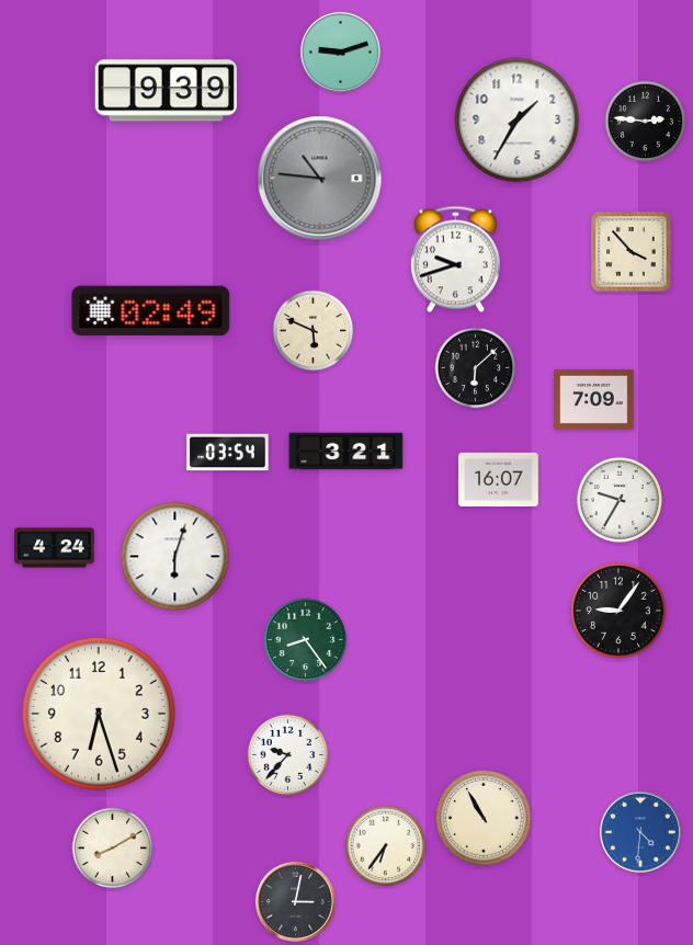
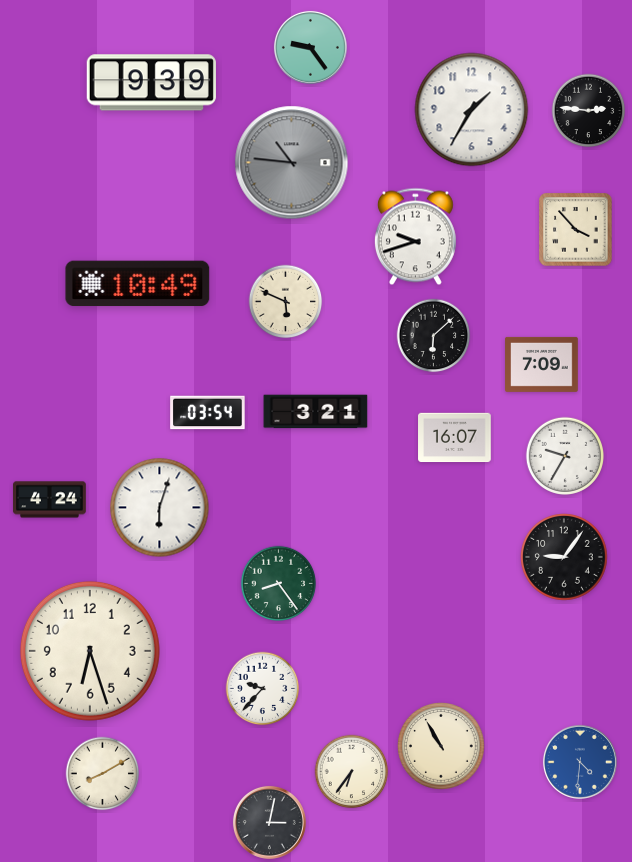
clock at (340, 52): 9:12 -> 9:24
clock at (151, 311): 02:49 -> 10:49
clock at (640, 832) position: (640, 832) -> (580, 762)
